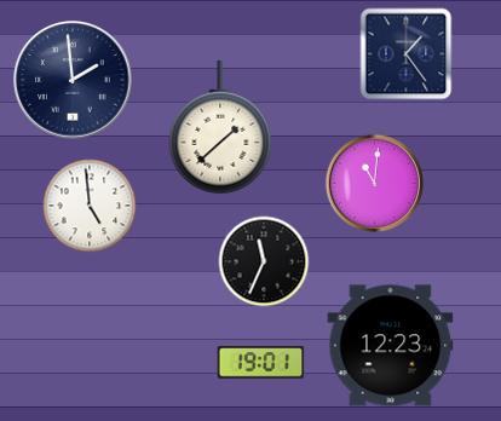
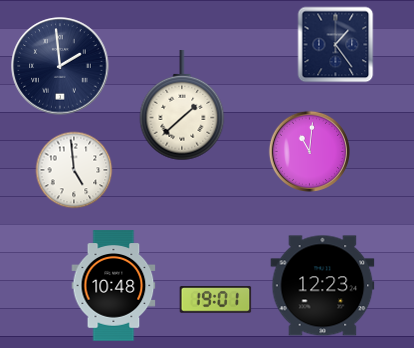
clock at (264, 261): 11:34 -> none
clock at (114, 286): none -> 10:48
